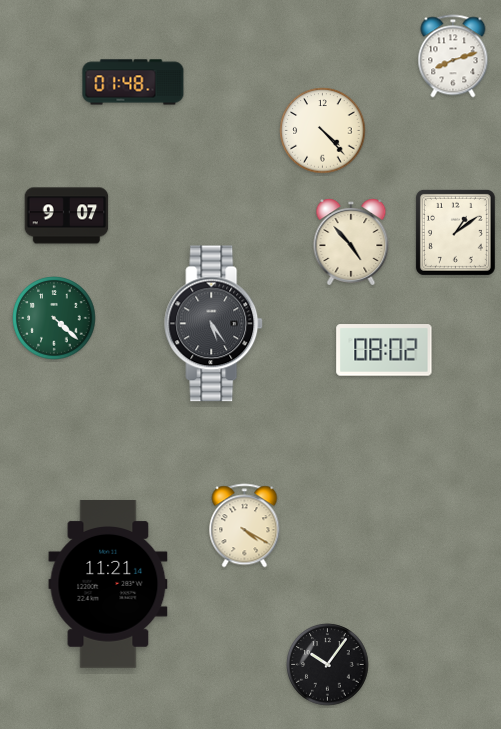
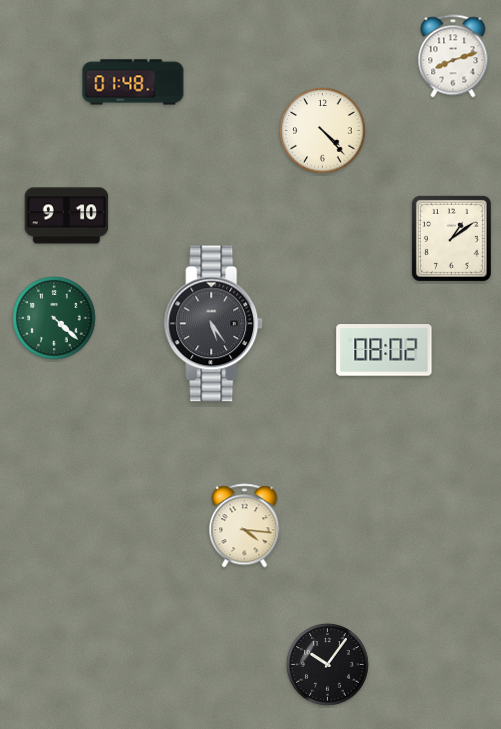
clock at (67, 216): 9:07 -> 9:10
clock at (455, 232) position: (455, 232) -> (451, 238)
clock at (351, 242): 4:53 -> none
clock at (245, 526): 4:20 -> 4:16
clock at (108, 585): 11:21 -> none
